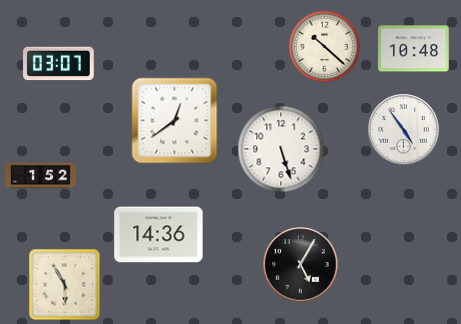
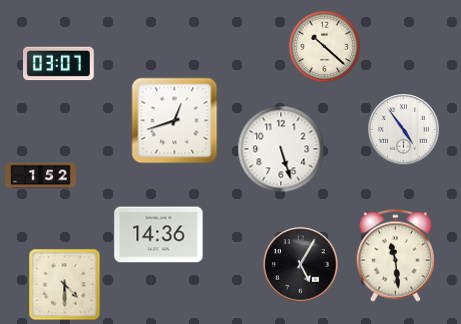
clock at (414, 49): 10:48 -> none
clock at (175, 121): 12:39 -> 12:42
clock at (395, 255): none -> 11:29
clock at (65, 285): 5:55 -> 4:30
